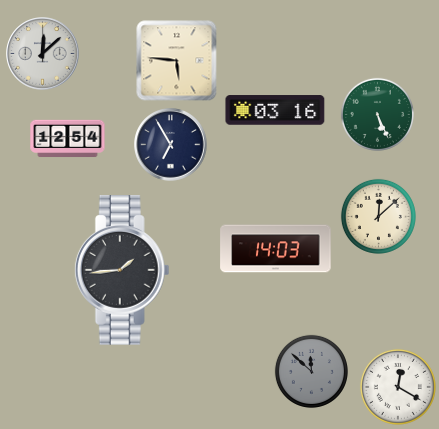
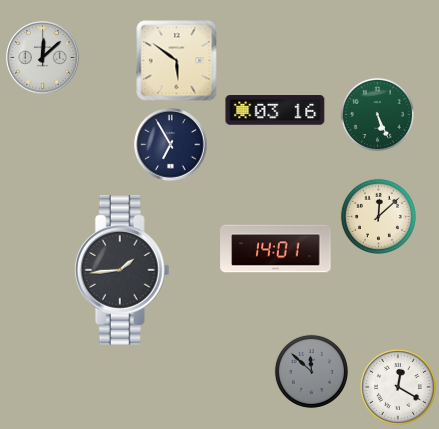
clock at (43, 54) position: (43, 54) -> (43, 58)
clock at (177, 61): 5:46 -> 5:51
clock at (68, 139): 12:54 -> none
clock at (276, 249): 14:03 -> 14:01
